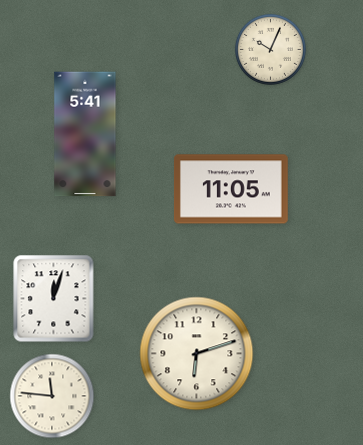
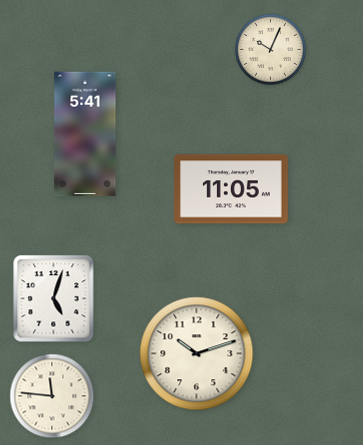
clock at (54, 299): 12:03 -> 5:03
clock at (197, 354): 6:12 -> 10:12
